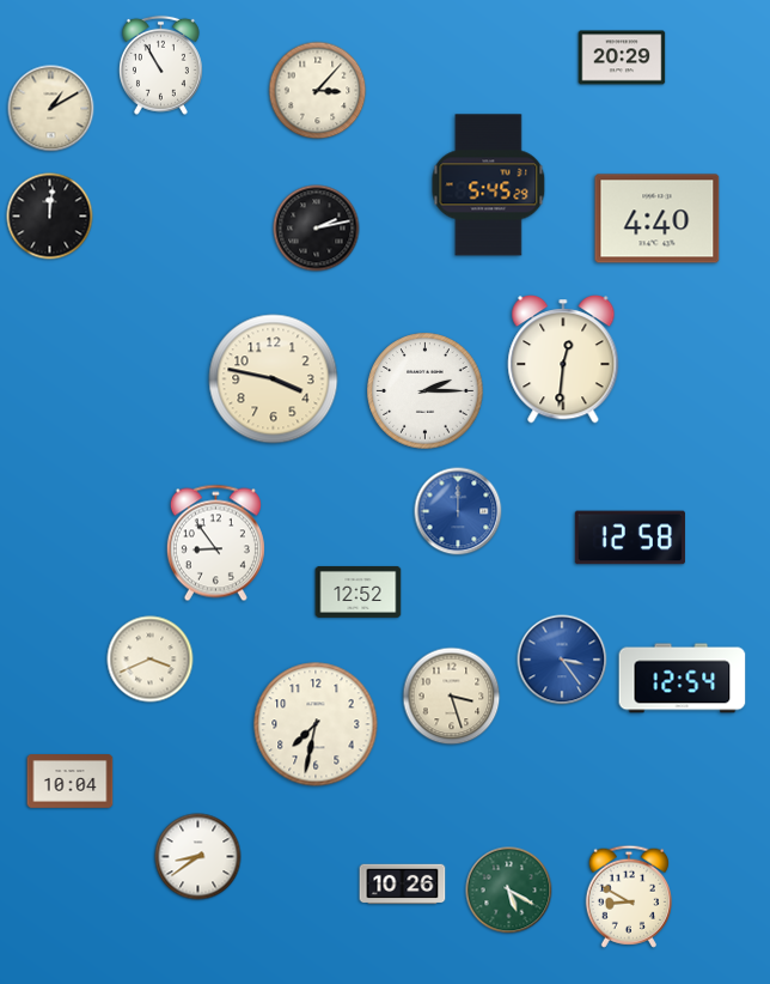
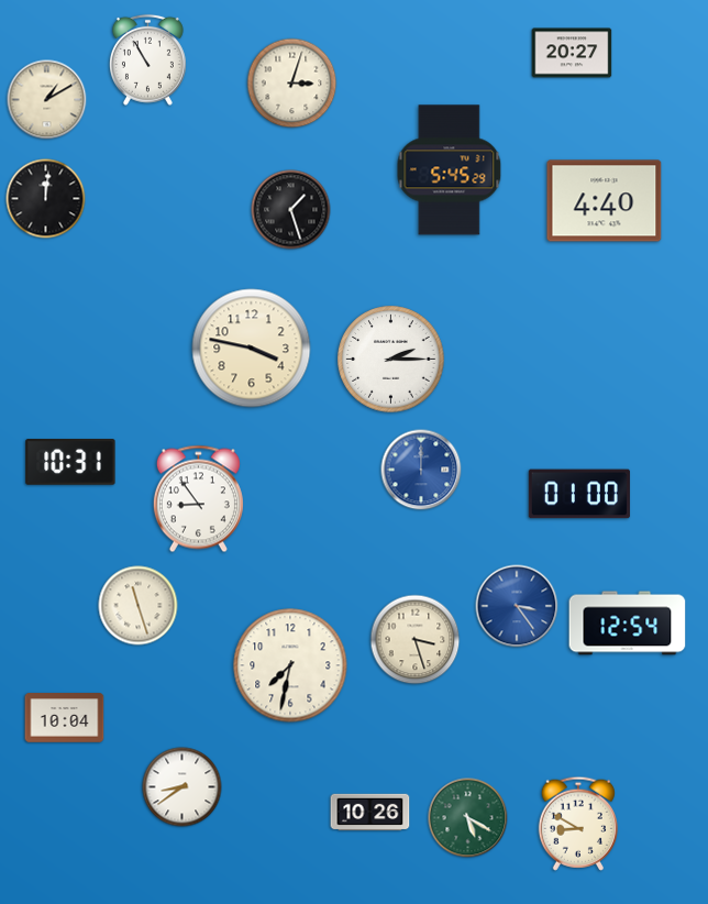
clock at (622, 57): 20:29 -> 20:27
clock at (318, 91): 3:07 -> 3:03
clock at (317, 229): 2:13 -> 1:27
clock at (563, 360): 12:31 -> none
clock at (70, 462): none -> 10:31
clock at (630, 537): 12:58 -> 01:00
clock at (359, 593): 12:52 -> none
clock at (151, 660): 3:41 -> 11:27
